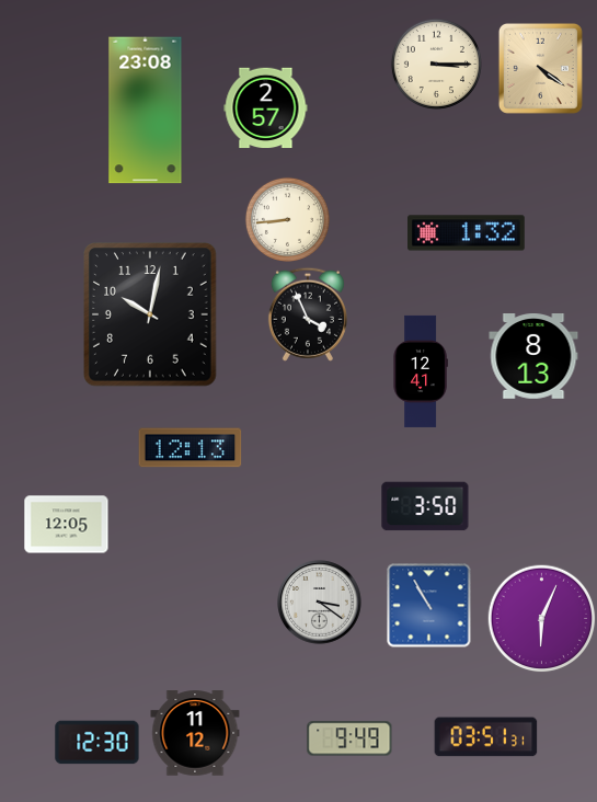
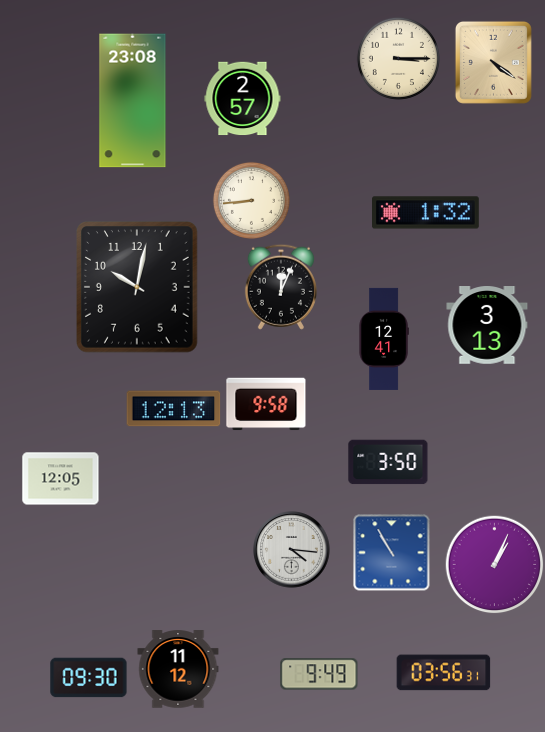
clock at (287, 219) position: (287, 219) -> (251, 200)
clock at (308, 314): 3:56 -> 12:04
clock at (533, 357): 8:13 -> 3:13
clock at (266, 404): none -> 9:58
clock at (320, 603): 3:21 -> 4:16
clock at (542, 619): 6:04 -> 1:04
clock at (486, 737): 03:51 -> 03:56
clock at (97, 743): 12:30 -> 09:30
